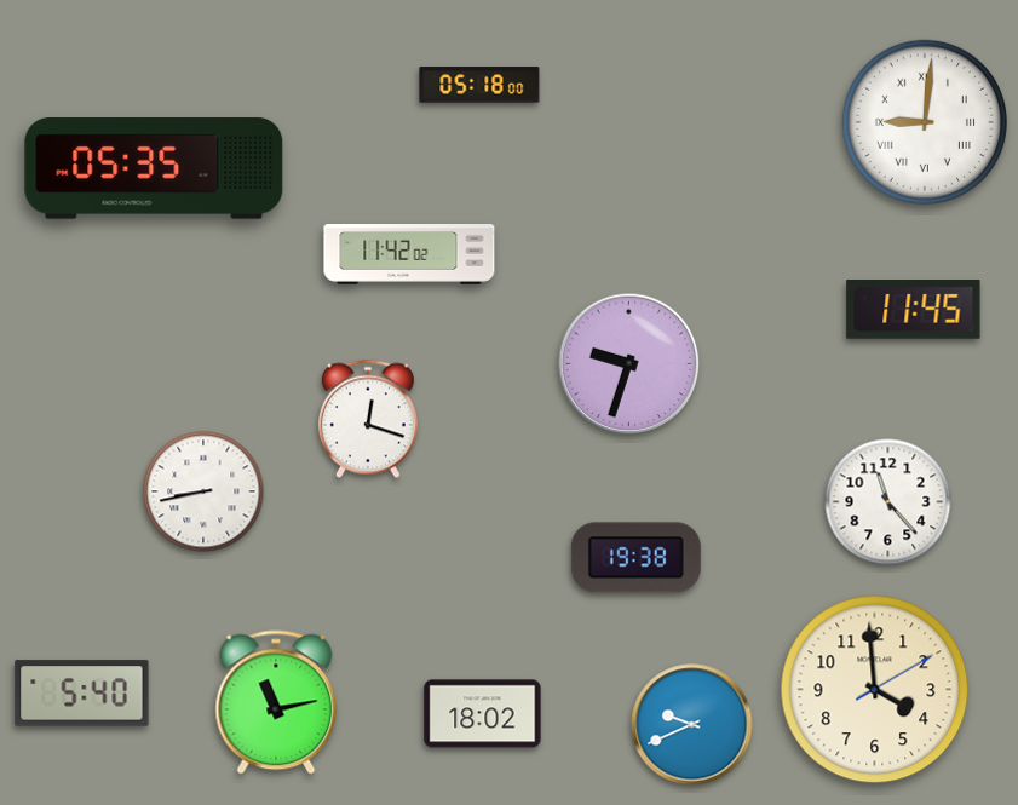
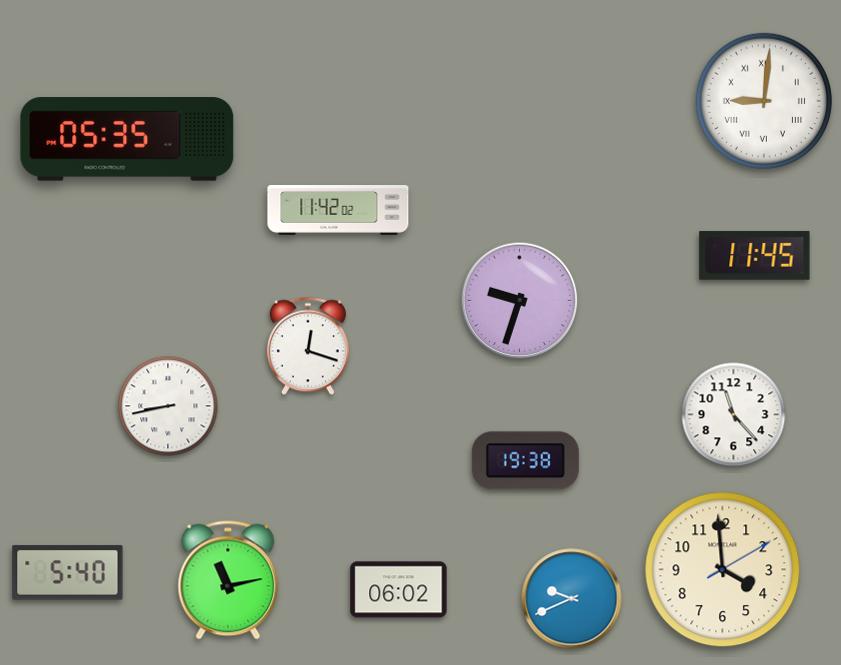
clock at (479, 85): 05:18 -> none
clock at (368, 419) position: (368, 419) -> (308, 346)
clock at (483, 714): 18:02 -> 06:02
